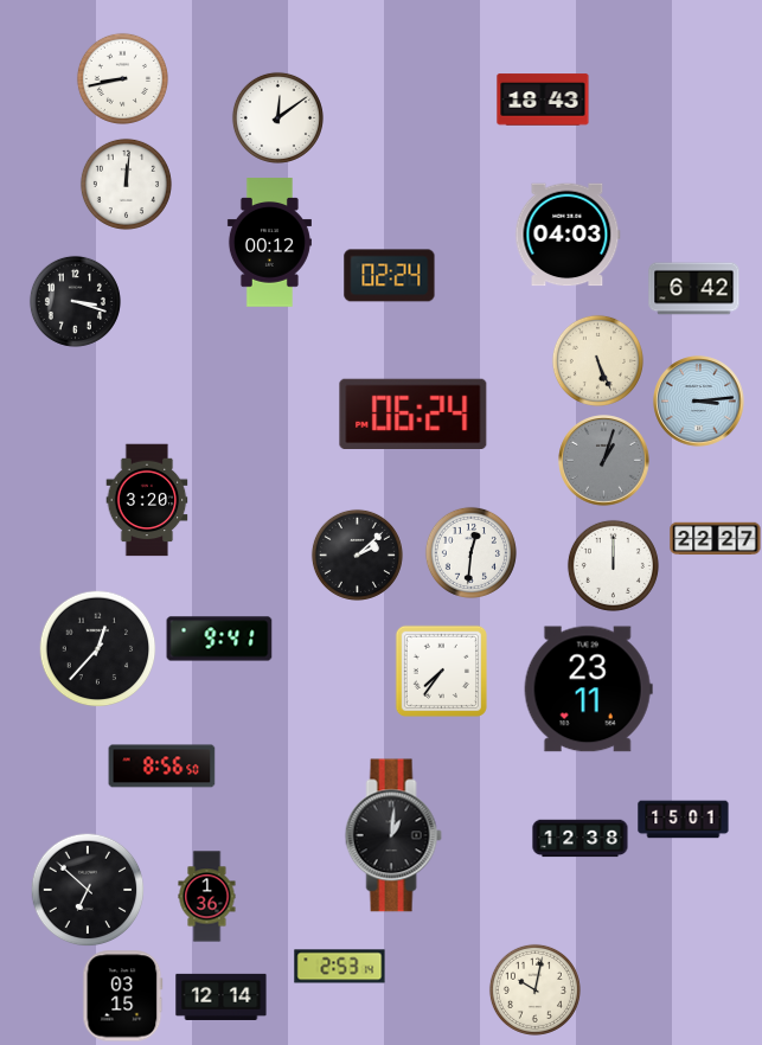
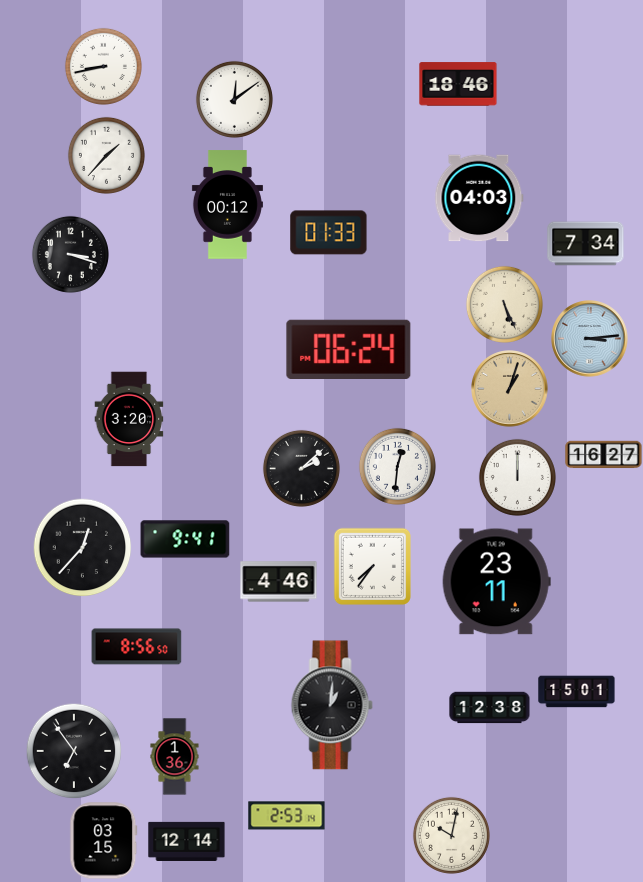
clock at (543, 100): 18:43 -> 18:46
clock at (126, 184): 12:01 -> 1:37
clock at (390, 276): 02:24 -> 01:33
clock at (694, 289): 6:42 -> 7:34
clock at (75, 301) position: (75, 301) -> (70, 254)
clock at (604, 461) dial: grey -> champagne
clock at (147, 500) position: (147, 500) -> (129, 419)
clock at (716, 539): 22:27 -> 16:27
clock at (279, 582): none -> 4:46
clock at (88, 890): 6:52 -> 6:54
